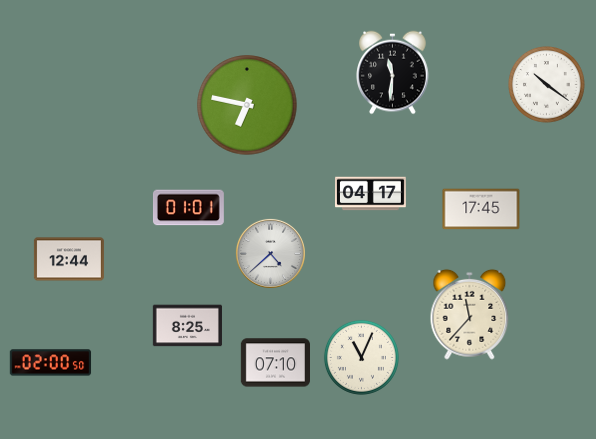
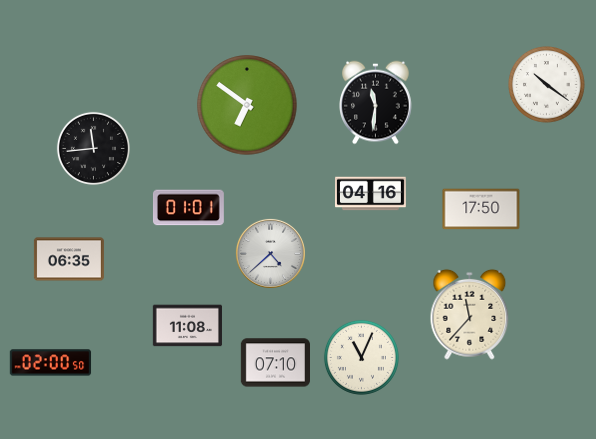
clock at (393, 73) position: (393, 73) -> (376, 103)
clock at (247, 105): 6:47 -> 6:51
clock at (93, 148): none -> 11:44
clock at (371, 194): 04:17 -> 04:16
clock at (481, 209): 17:45 -> 17:50
clock at (69, 259): 12:44 -> 06:35
clock at (187, 326): 8:25 -> 11:08
